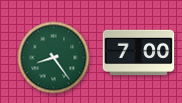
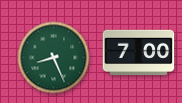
clock at (54, 58): 8:24 -> 8:26
